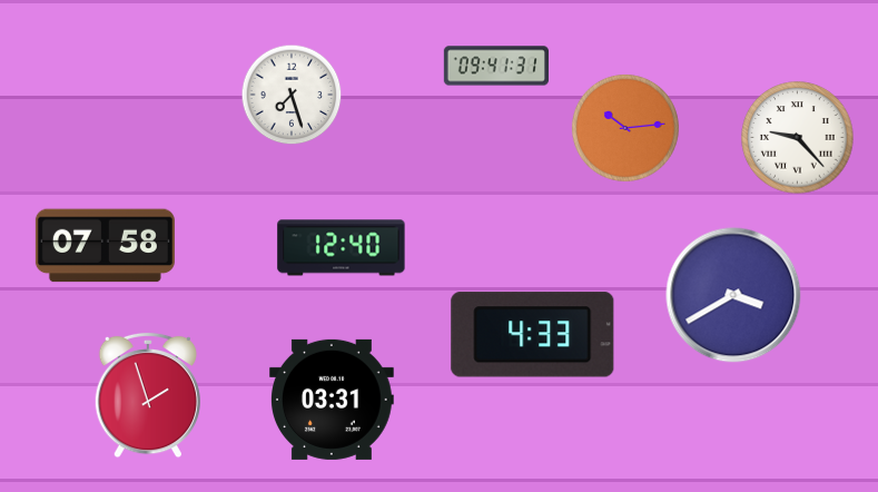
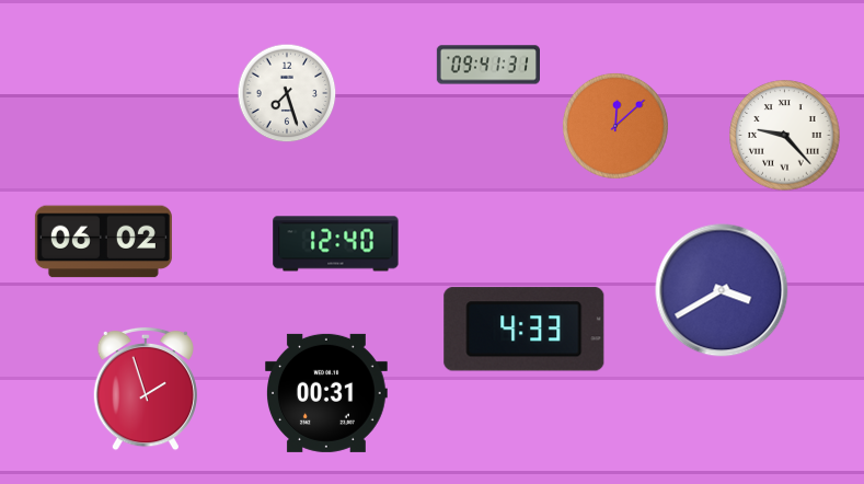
clock at (625, 128): 10:14 -> 12:08
clock at (105, 246): 07:58 -> 06:02
clock at (333, 400): 03:31 -> 00:31
